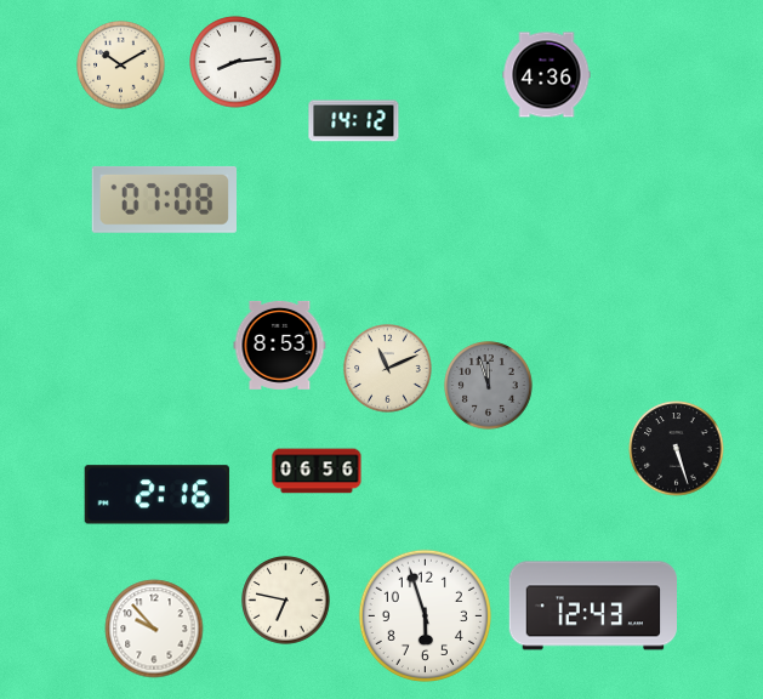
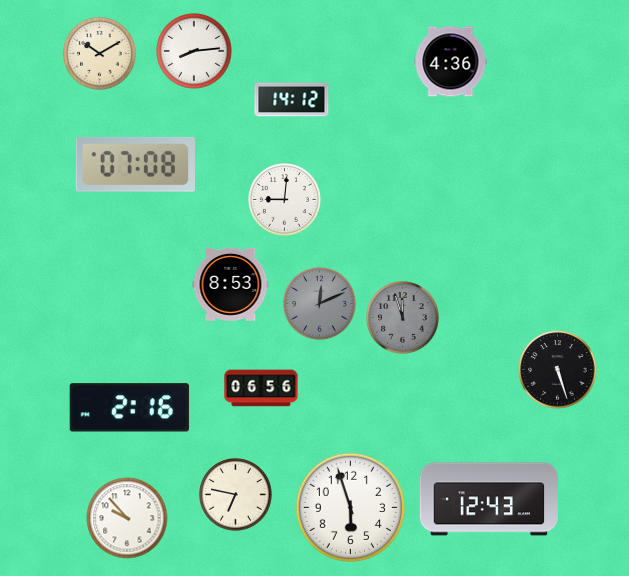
clock at (285, 200): none -> 9:01
clock at (388, 369): 11:11 -> 12:11
clock at (388, 369) dial: cream -> grey
